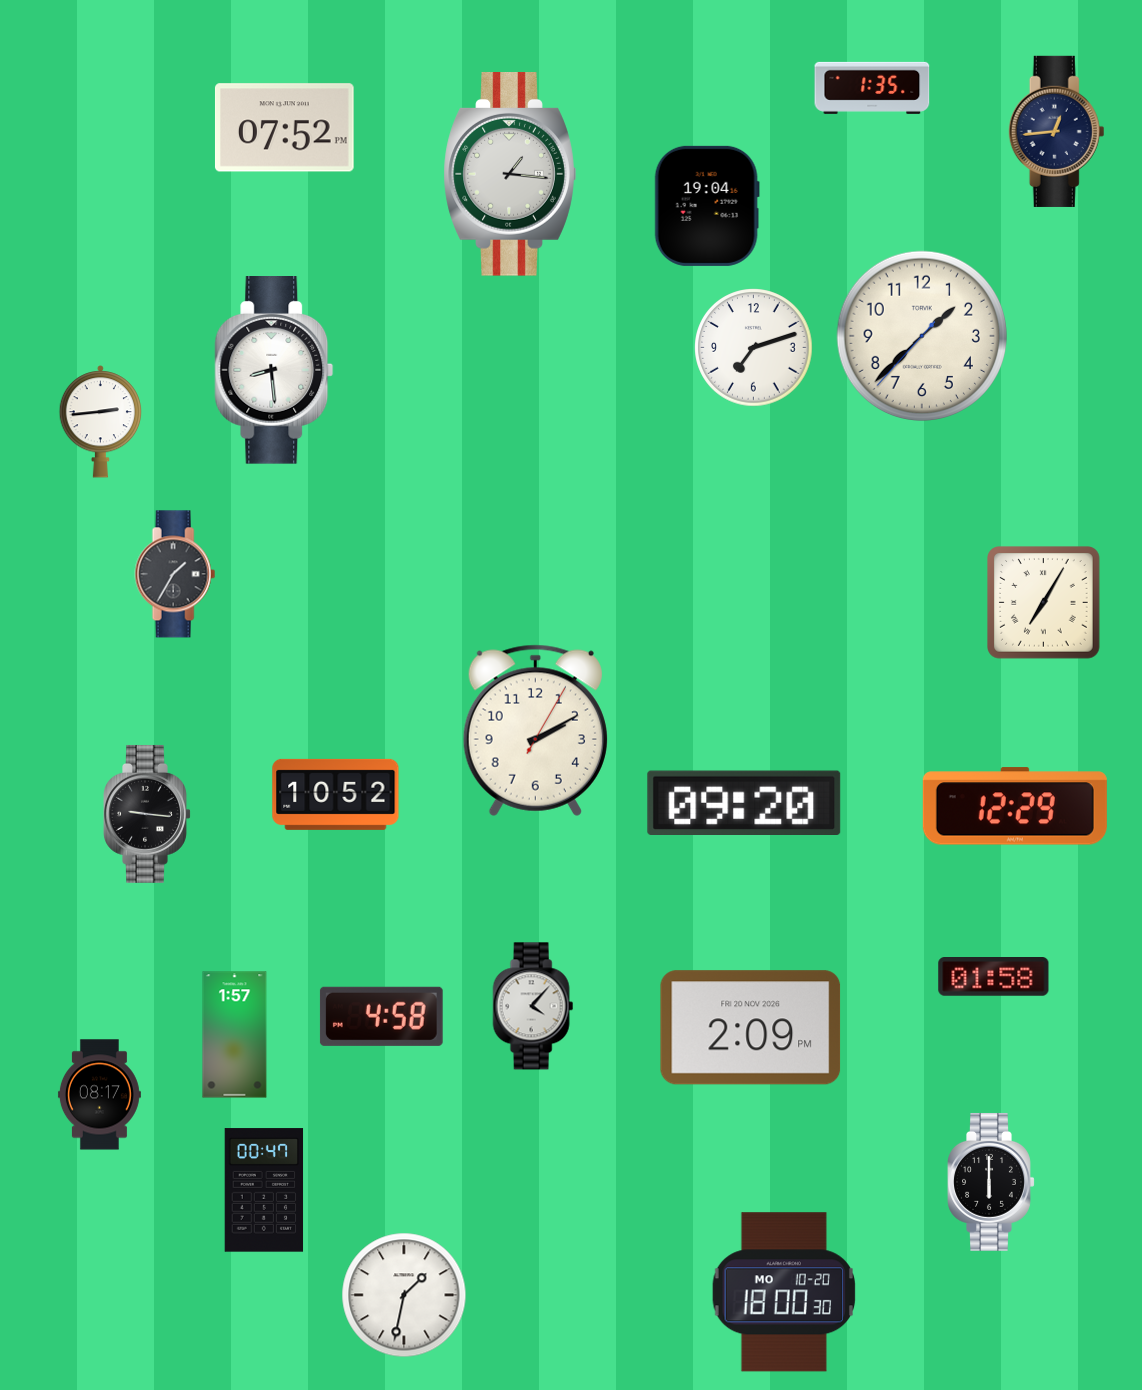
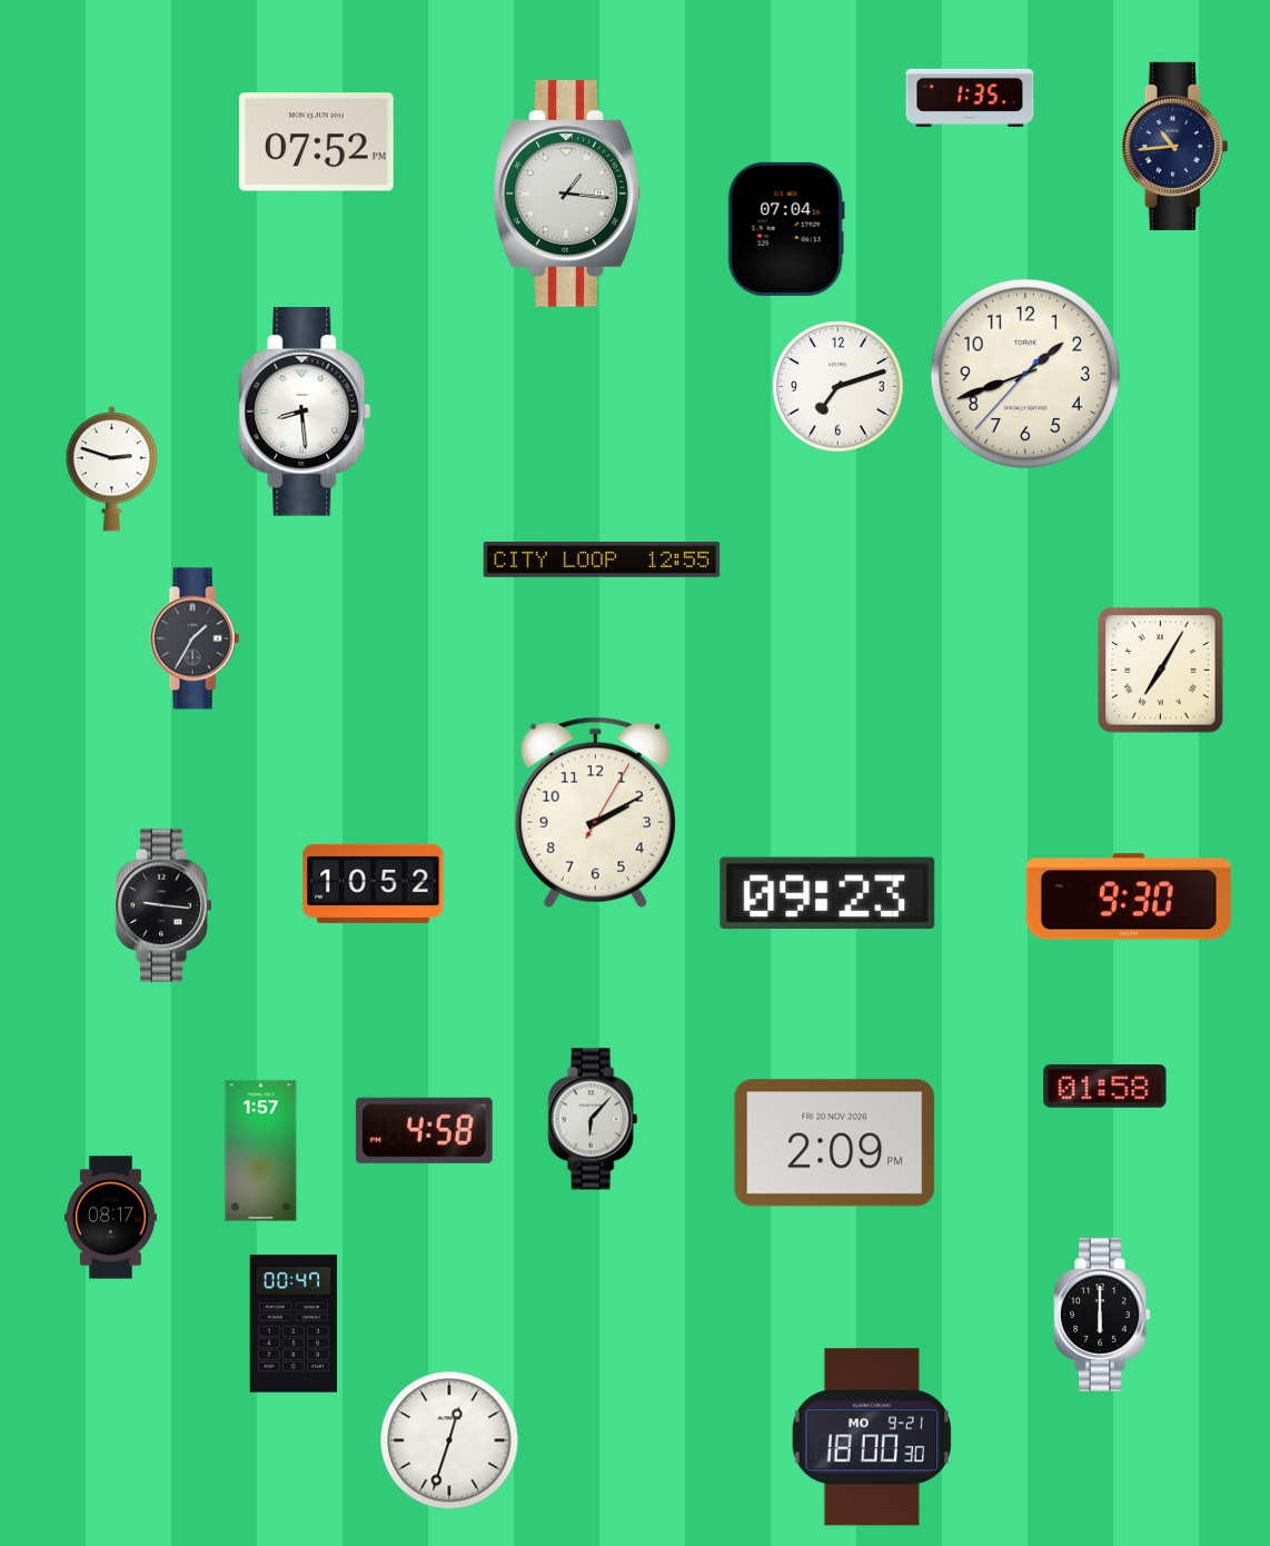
clock at (1057, 131): 12:44 -> 10:44
clock at (707, 206): 19:04 -> 07:04
clock at (921, 335): 1:37 -> 1:41
clock at (101, 422): 2:44 -> 2:48
clock at (602, 559): none -> 12:55
clock at (744, 802): 09:20 -> 09:23
clock at (1015, 806): 12:29 -> 9:30
clock at (533, 1006): 4:07 -> 6:07
clock at (783, 1292) date: MO 10-20 -> MO 9-21
clock at (404, 1295): 1:32 -> 12:33
